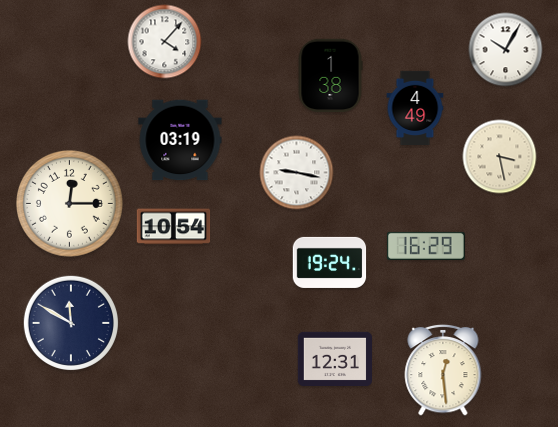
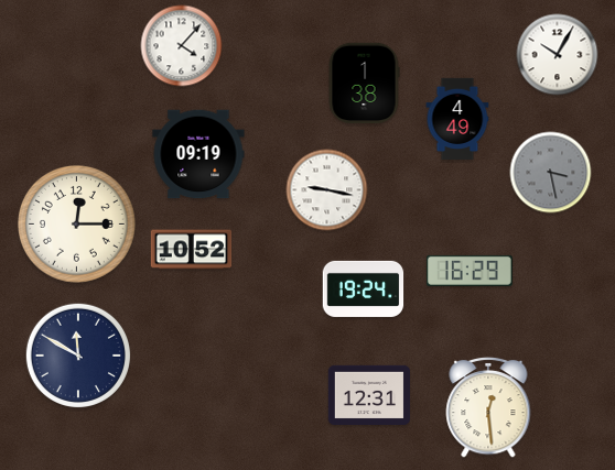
clock at (180, 140): 03:19 -> 09:19
clock at (500, 157) dial: cream -> grey
clock at (174, 227): 10:54 -> 10:52
